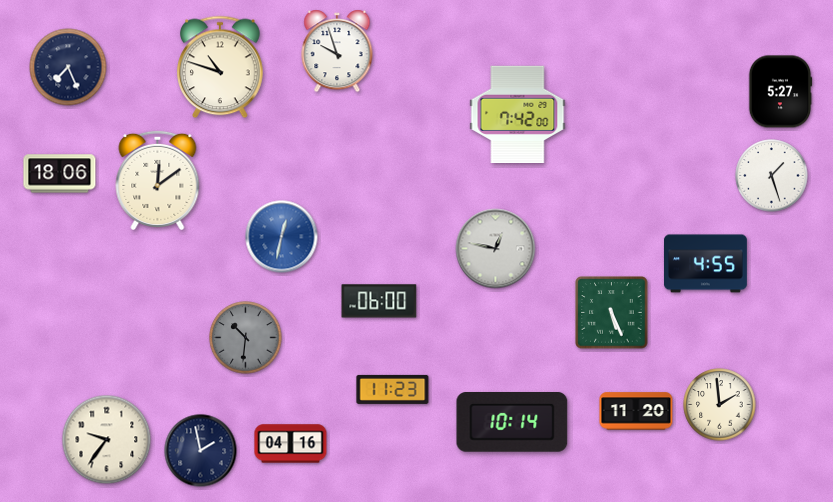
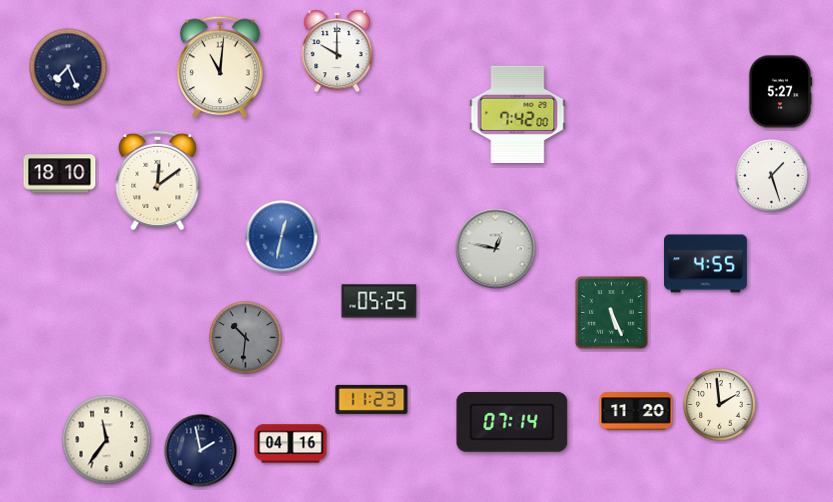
clock at (337, 51): 9:57 -> 10:00
clock at (220, 67): 10:48 -> 11:01
clock at (60, 174): 18:06 -> 18:10
clock at (379, 301): 06:00 -> 05:25
clock at (393, 389) position: (393, 389) -> (372, 399)
clock at (512, 423): 10:14 -> 07:14
clock at (107, 440): 9:36 -> 11:36
